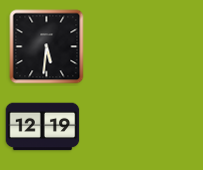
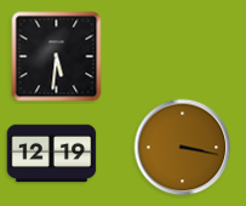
clock at (183, 148): none -> 3:17
